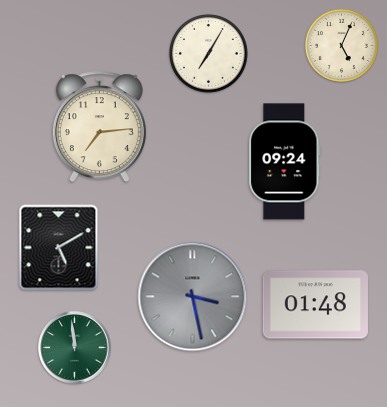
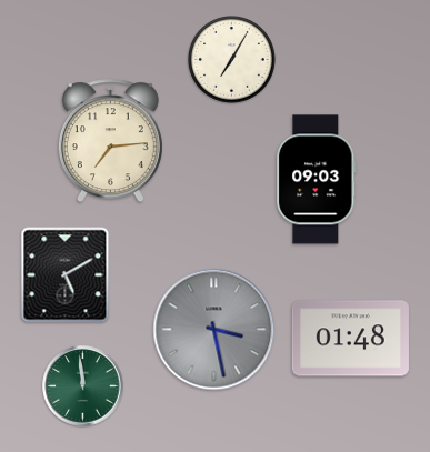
clock at (341, 45): 5:04 -> none
clock at (285, 162): 09:24 -> 09:03
